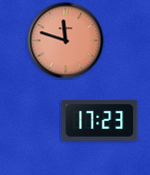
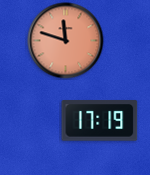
clock at (100, 121): 17:23 -> 17:19
